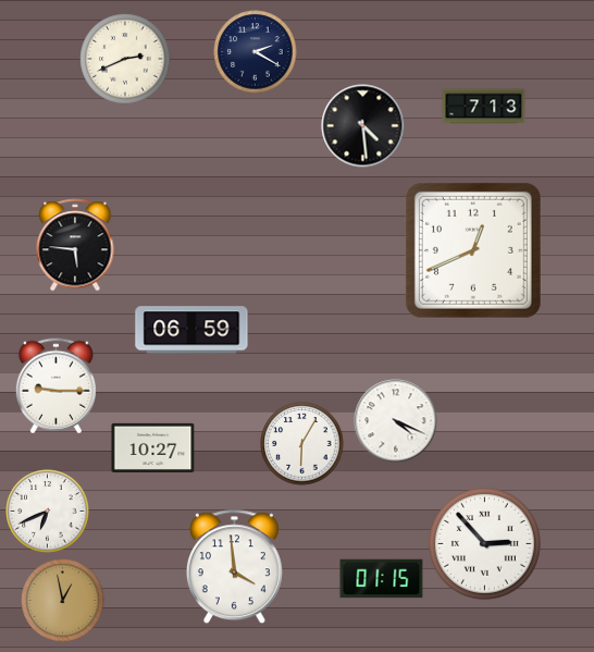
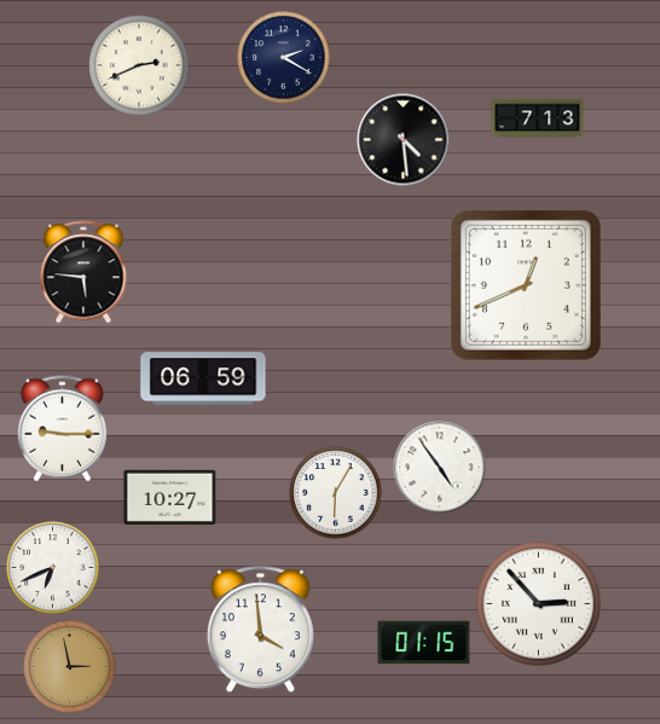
clock at (473, 250) position: (473, 250) -> (526, 285)
clock at (191, 330) position: (191, 330) -> (203, 378)
clock at (396, 421): 4:19 -> 4:54
clock at (63, 601): 12:58 -> 2:58
